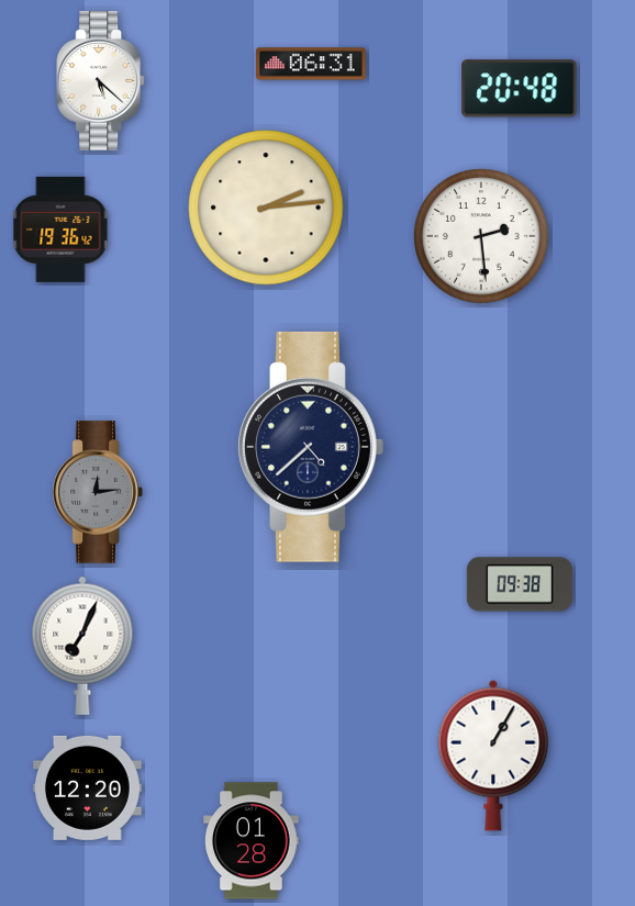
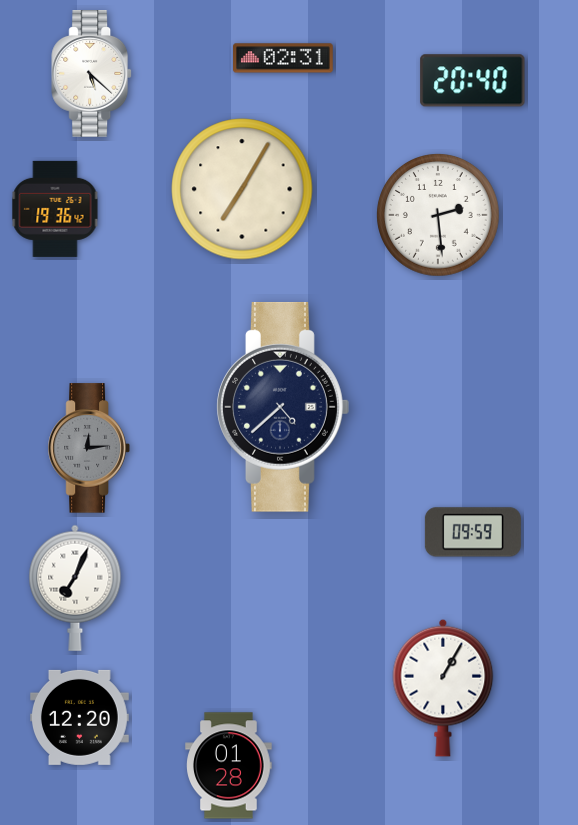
clock at (311, 64): 06:31 -> 02:31
clock at (520, 89): 20:48 -> 20:40
clock at (266, 208): 2:14 -> 7:05
clock at (520, 584): 09:38 -> 09:59
clock at (493, 756) position: (493, 756) -> (443, 688)
